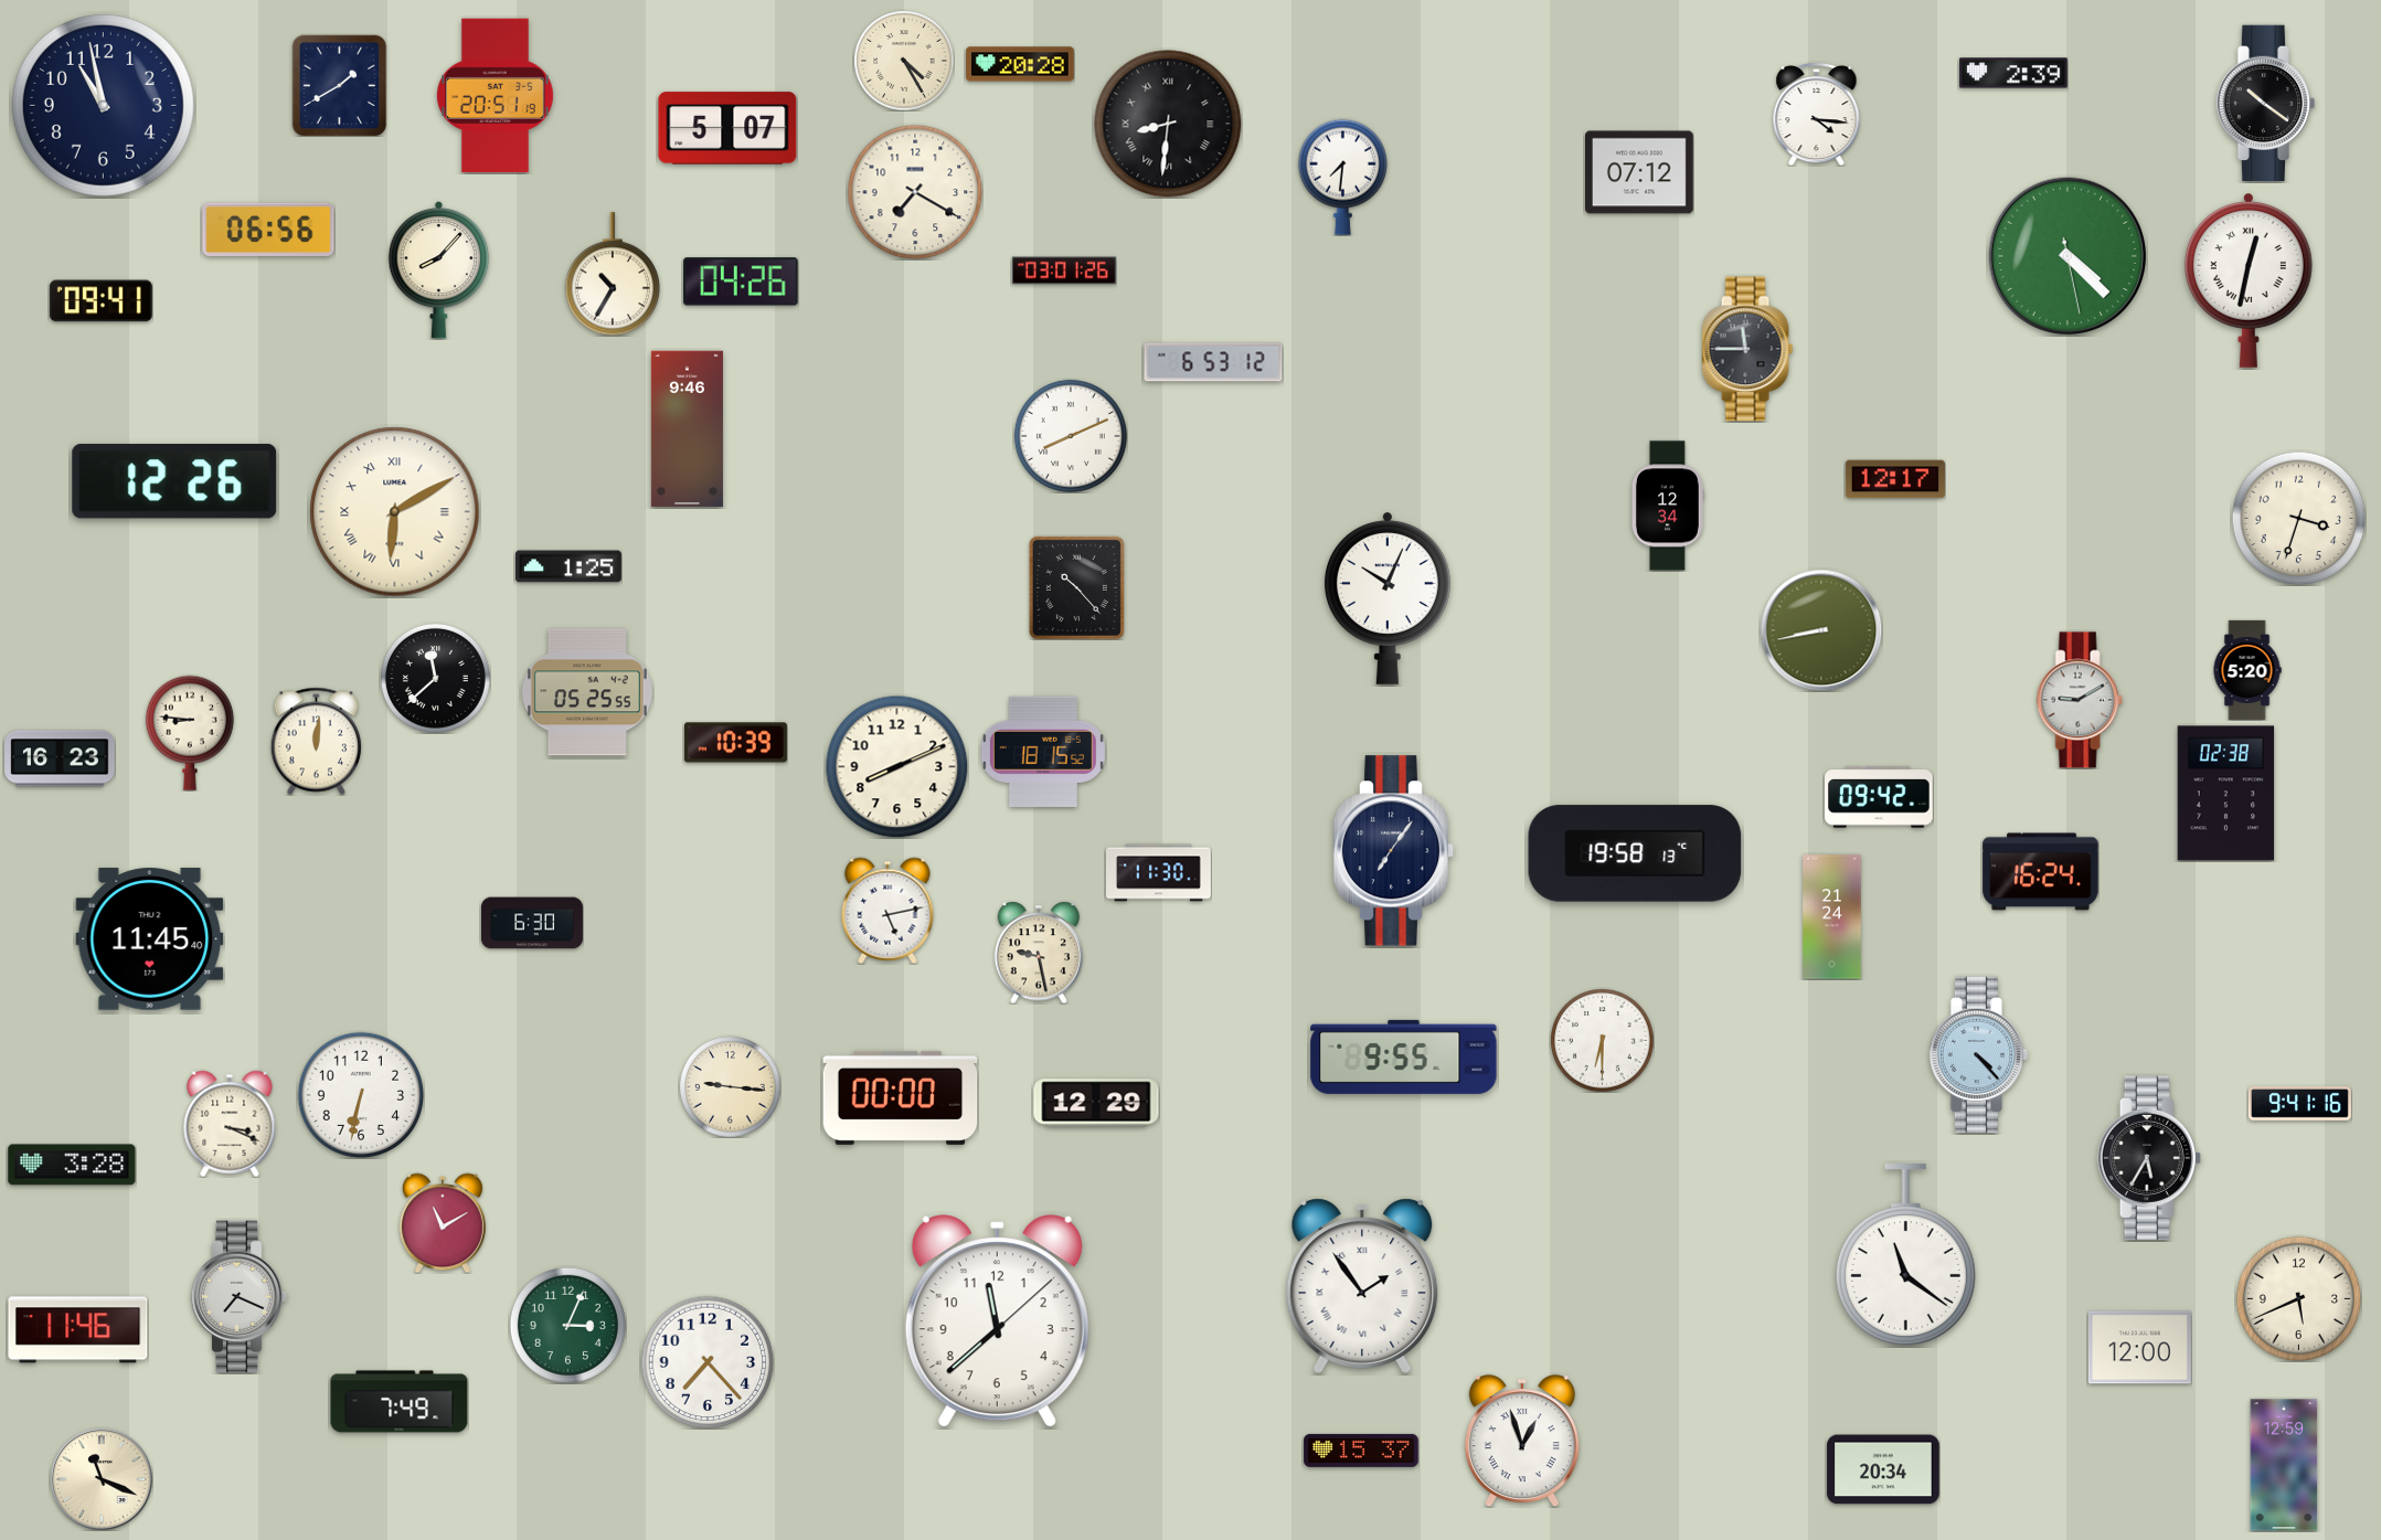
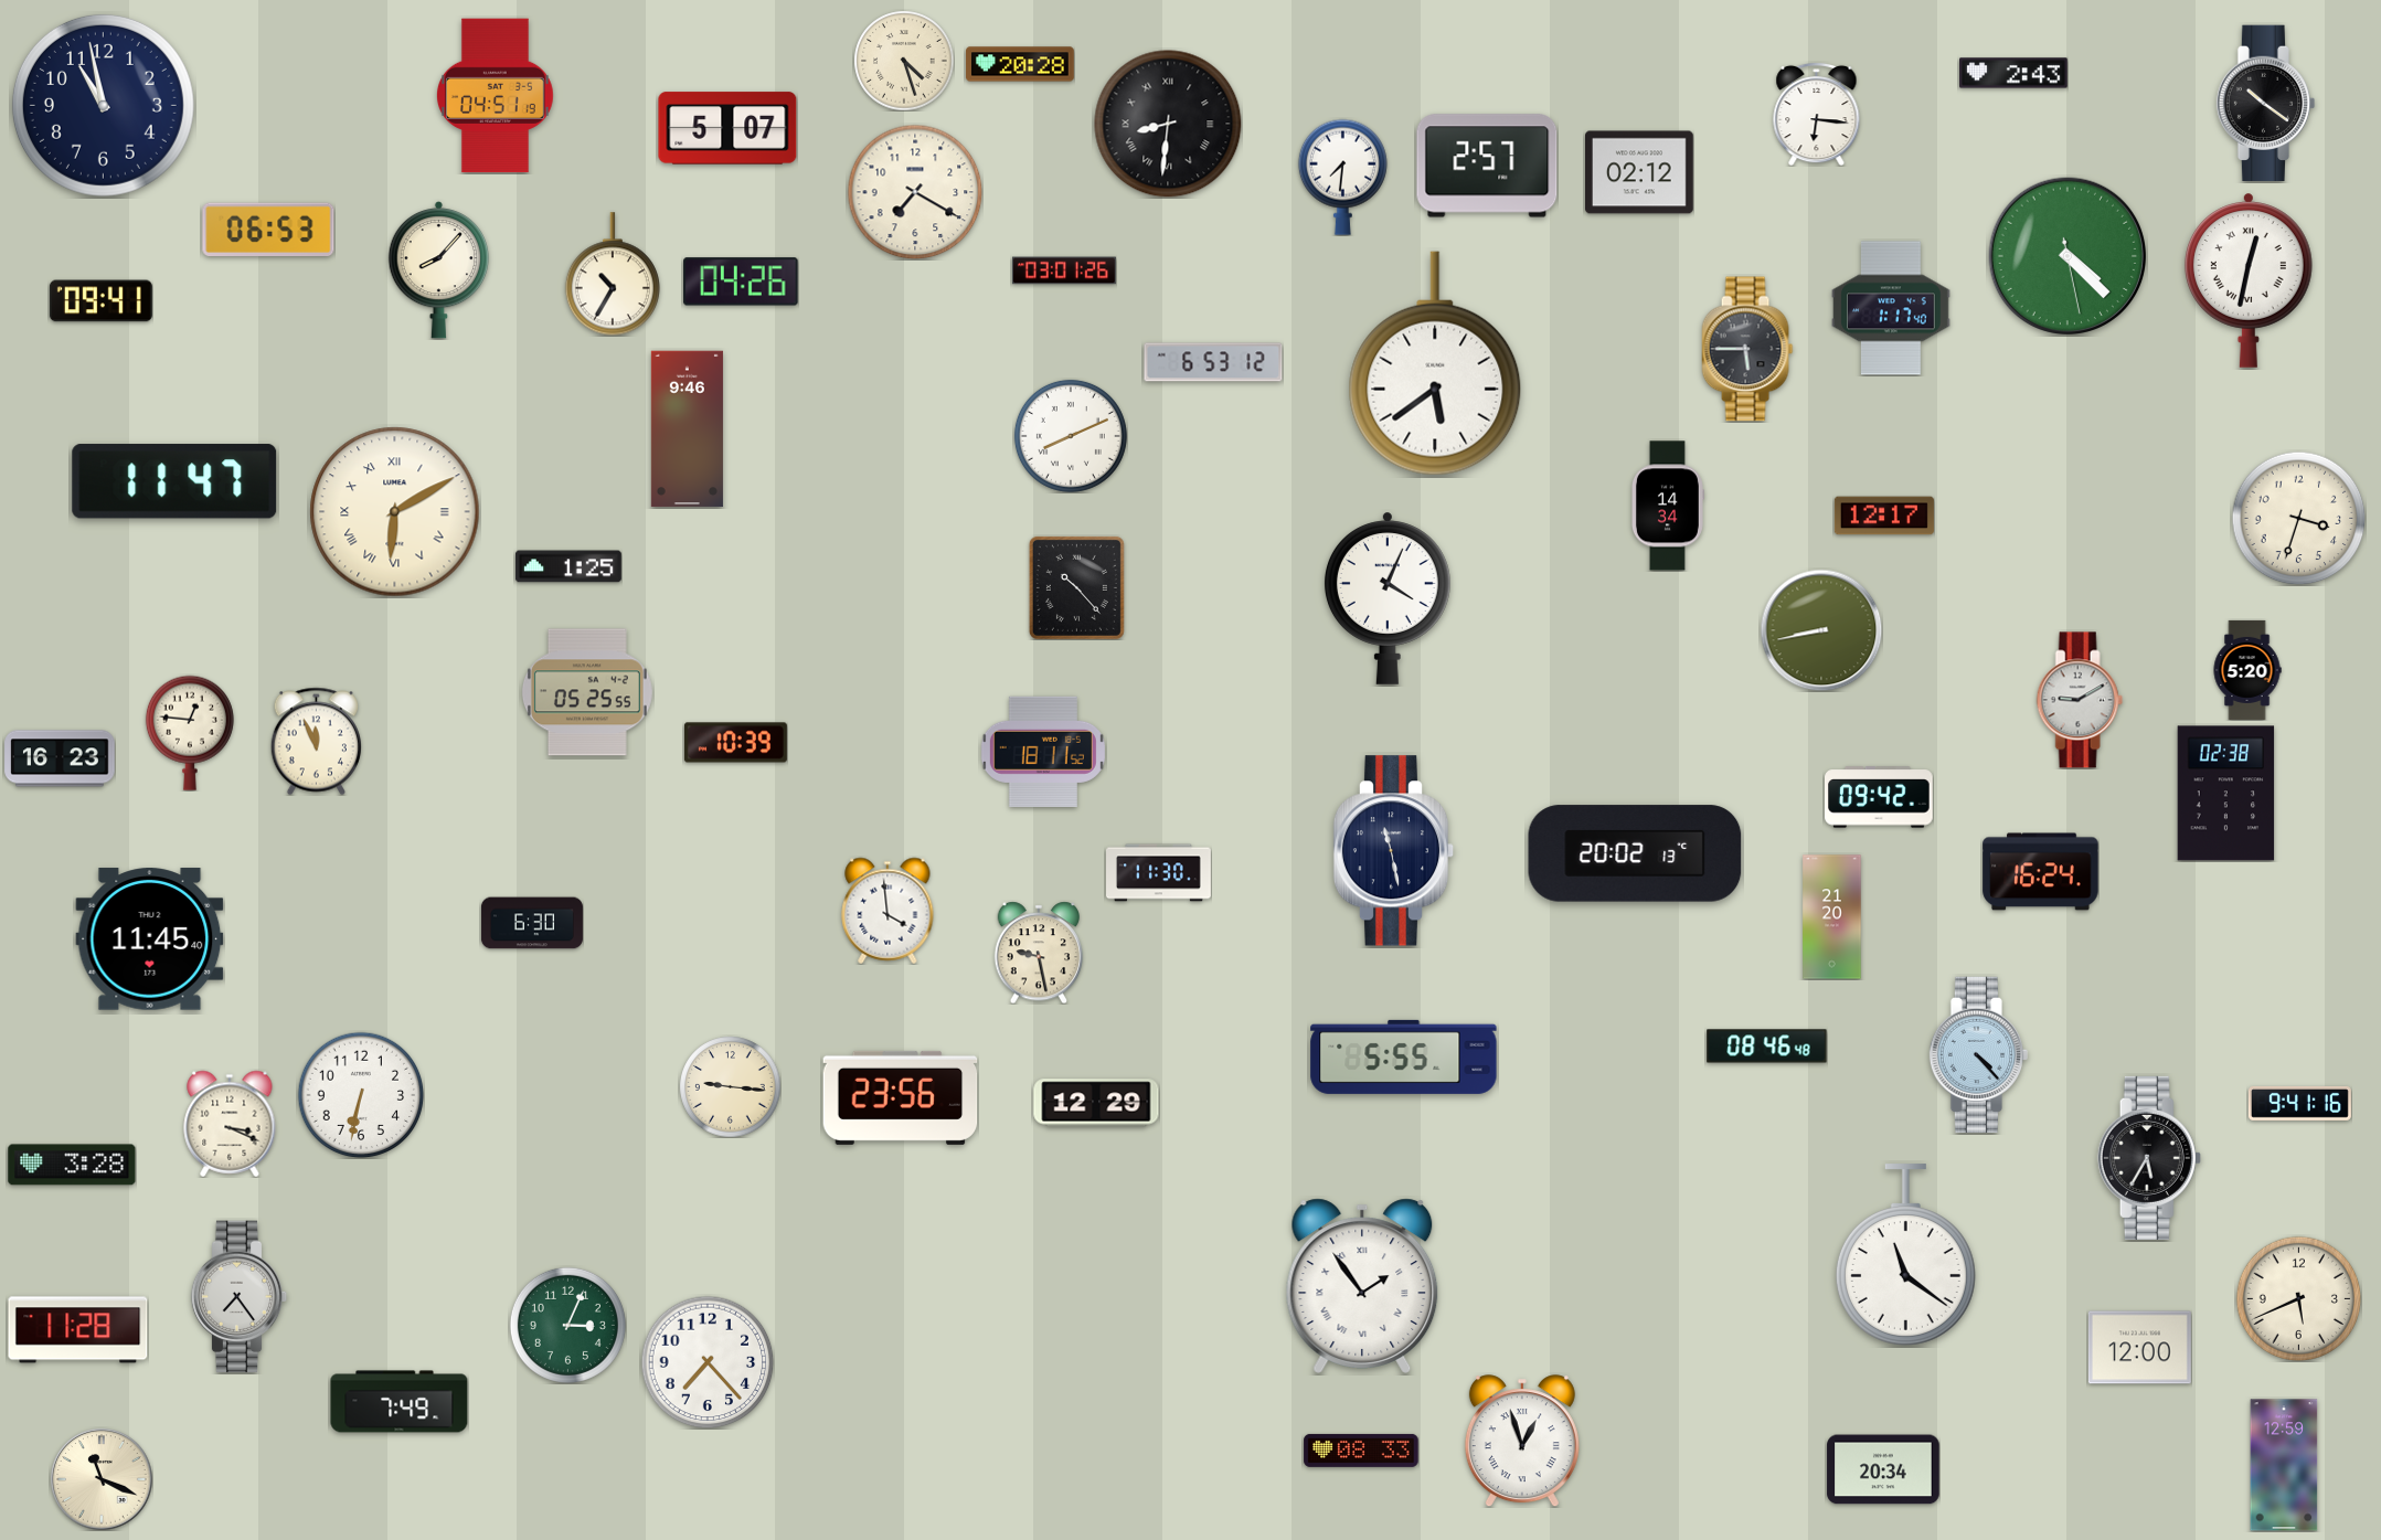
clock at (904, 61): 4:25 -> 4:27
clock at (2015, 73): 2:39 -> 2:43
clock at (340, 85): 1:40 -> none
clock at (496, 96): 20:51 -> 04:51
clock at (1817, 114): 4:16 -> 6:16
clock at (1487, 166): none -> 2:57
clock at (1640, 172): 07:12 -> 02:12
clock at (268, 229): 06:56 -> 06:53
clock at (1891, 308): none -> 1:17
clock at (1747, 349): 11:45 -> 5:45
clock at (1435, 363): none -> 5:39
clock at (1895, 479) position: (1895, 479) -> (1884, 516)
clock at (174, 481): 12:26 -> 11:47
clock at (1667, 506): 12:34 -> 14:34
clock at (1388, 598): 10:04 -> 4:04
clock at (435, 678): 11:38 -> none
clock at (190, 733): 8:46 -> 12:46
clock at (316, 741): 12:01 -> 11:56
clock at (1043, 752): 18:15 -> 18:11
clock at (896, 766): 8:11 -> none
clock at (1394, 851): 7:06 -> 11:28
clock at (1635, 853): 19:58 -> 20:02
clock at (887, 911): 5:13 -> 3:59
clock at (1832, 917): 21:24 -> 21:20
clock at (1602, 1040): 6:30 -> none
clock at (1767, 1047): none -> 08:46
clock at (1404, 1056): 9:55 -> 5:55
clock at (901, 1097): 00:00 -> 23:56
clock at (443, 1223): 11:10 -> none
clock at (240, 1297): 7:19 -> 7:24
clock at (997, 1321): 11:38 -> none
clock at (78, 1330): 11:46 -> 11:28
clock at (1361, 1451): 15:37 -> 08:33
